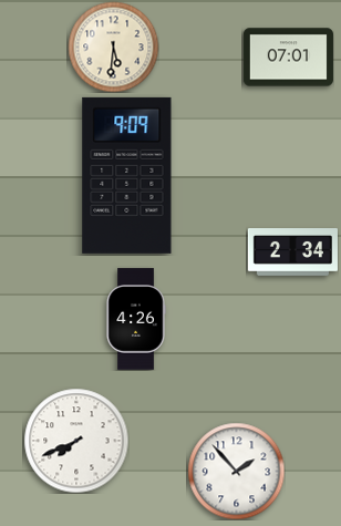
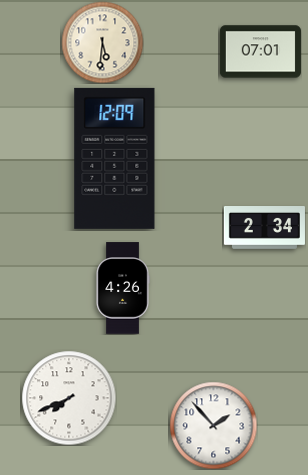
clock at (127, 175): 9:09 -> 12:09
